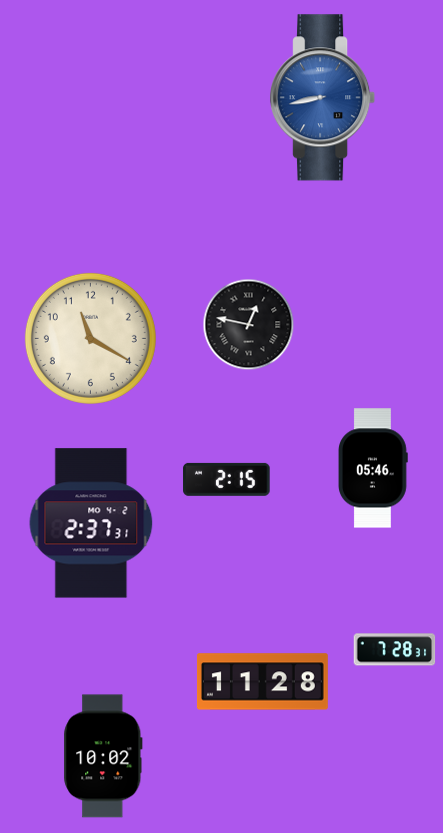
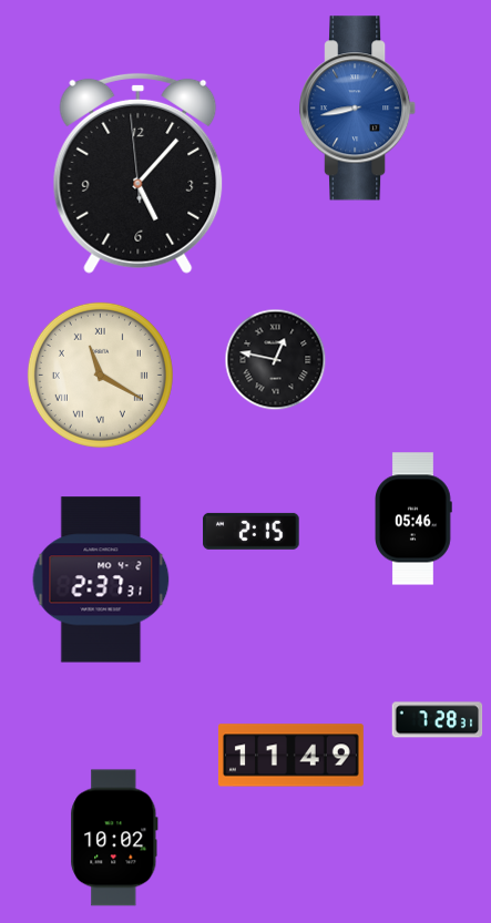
clock at (139, 173): none -> 5:06
clock at (90, 338) numerals: Arabic -> Roman
clock at (262, 682): 11:28 -> 11:49
